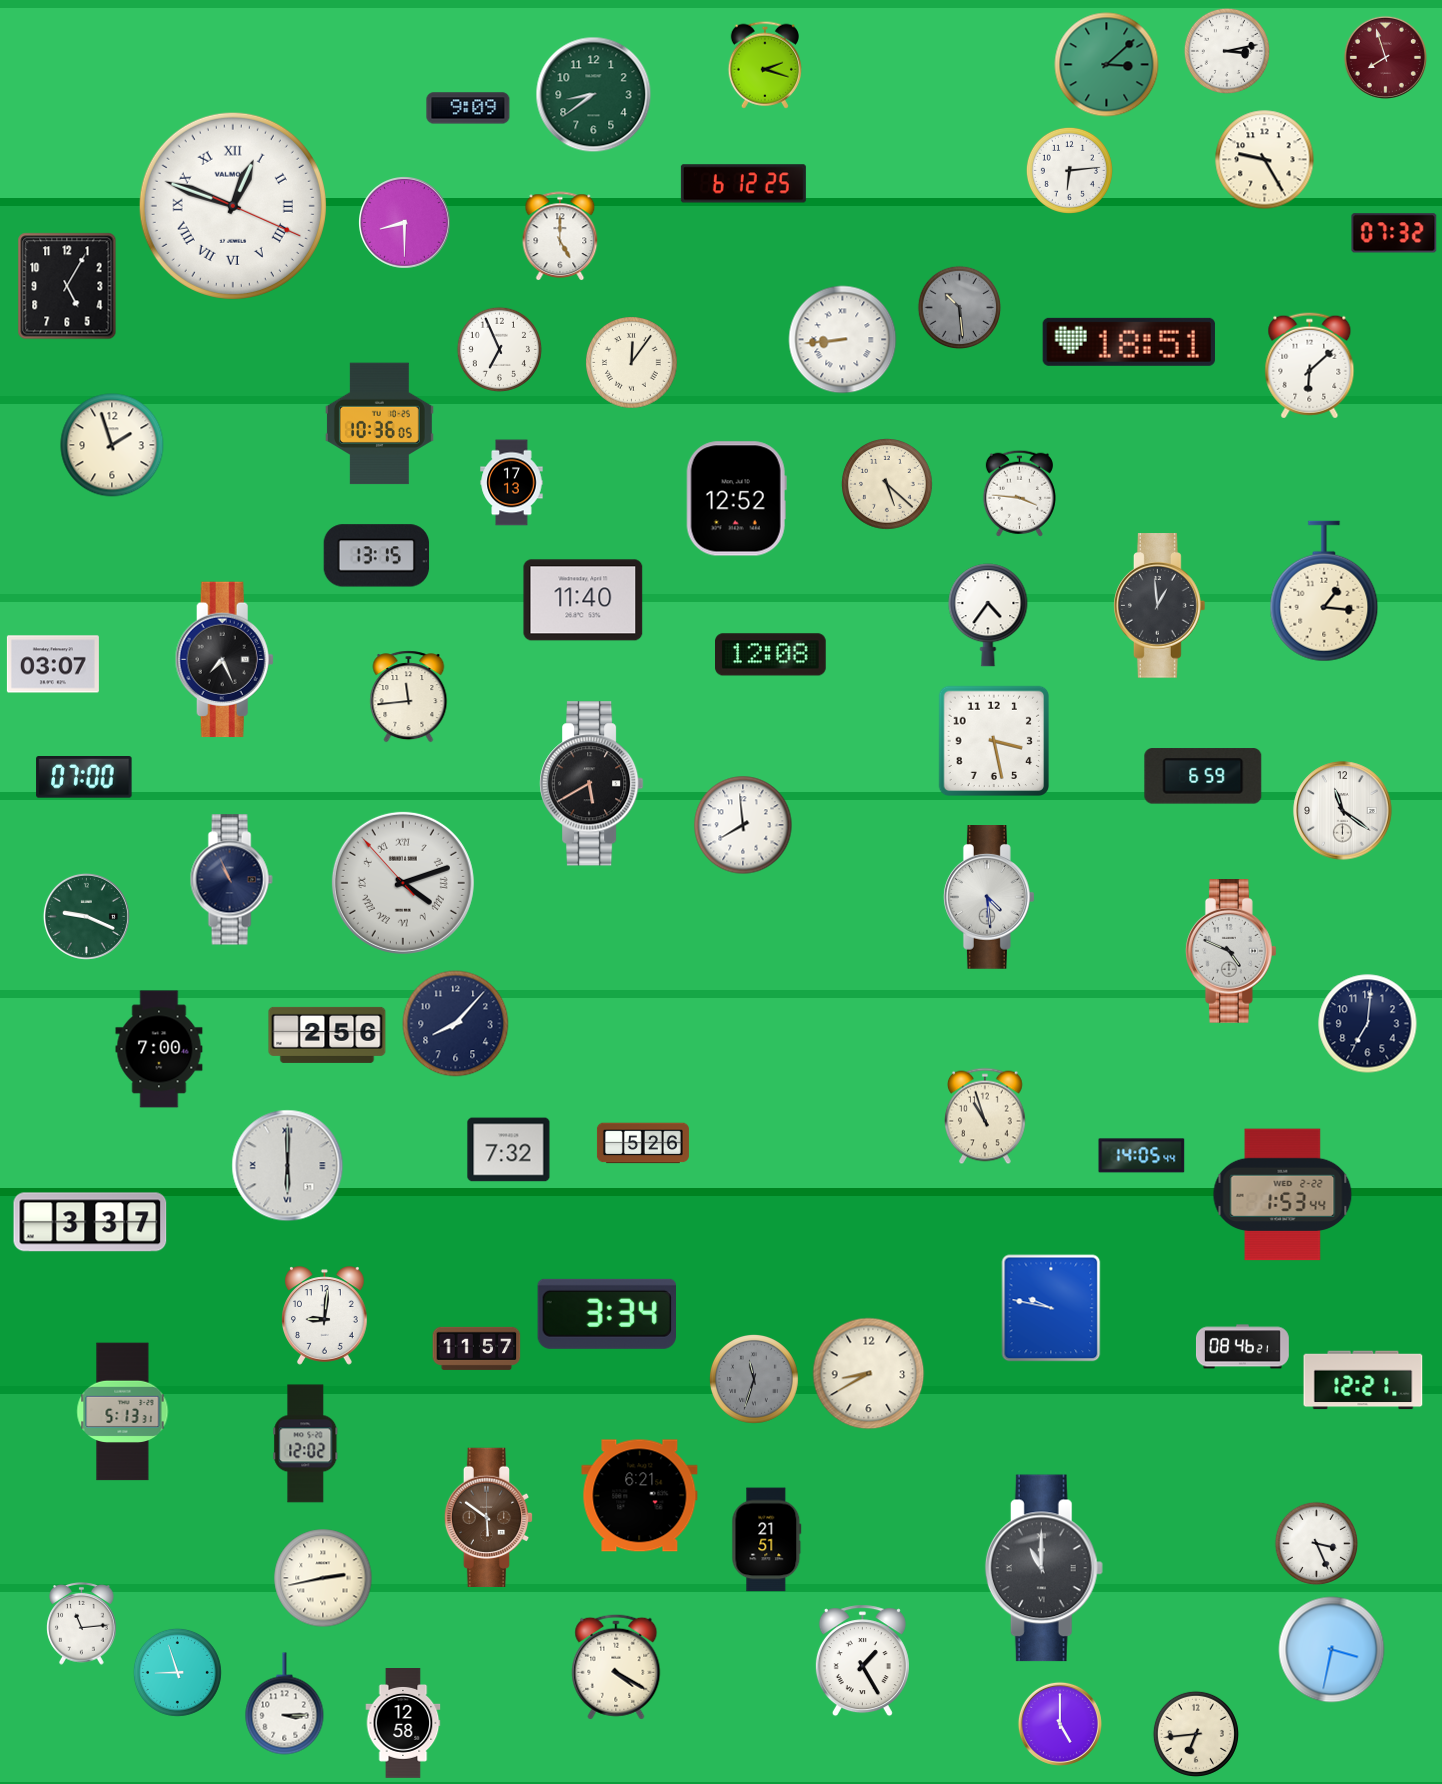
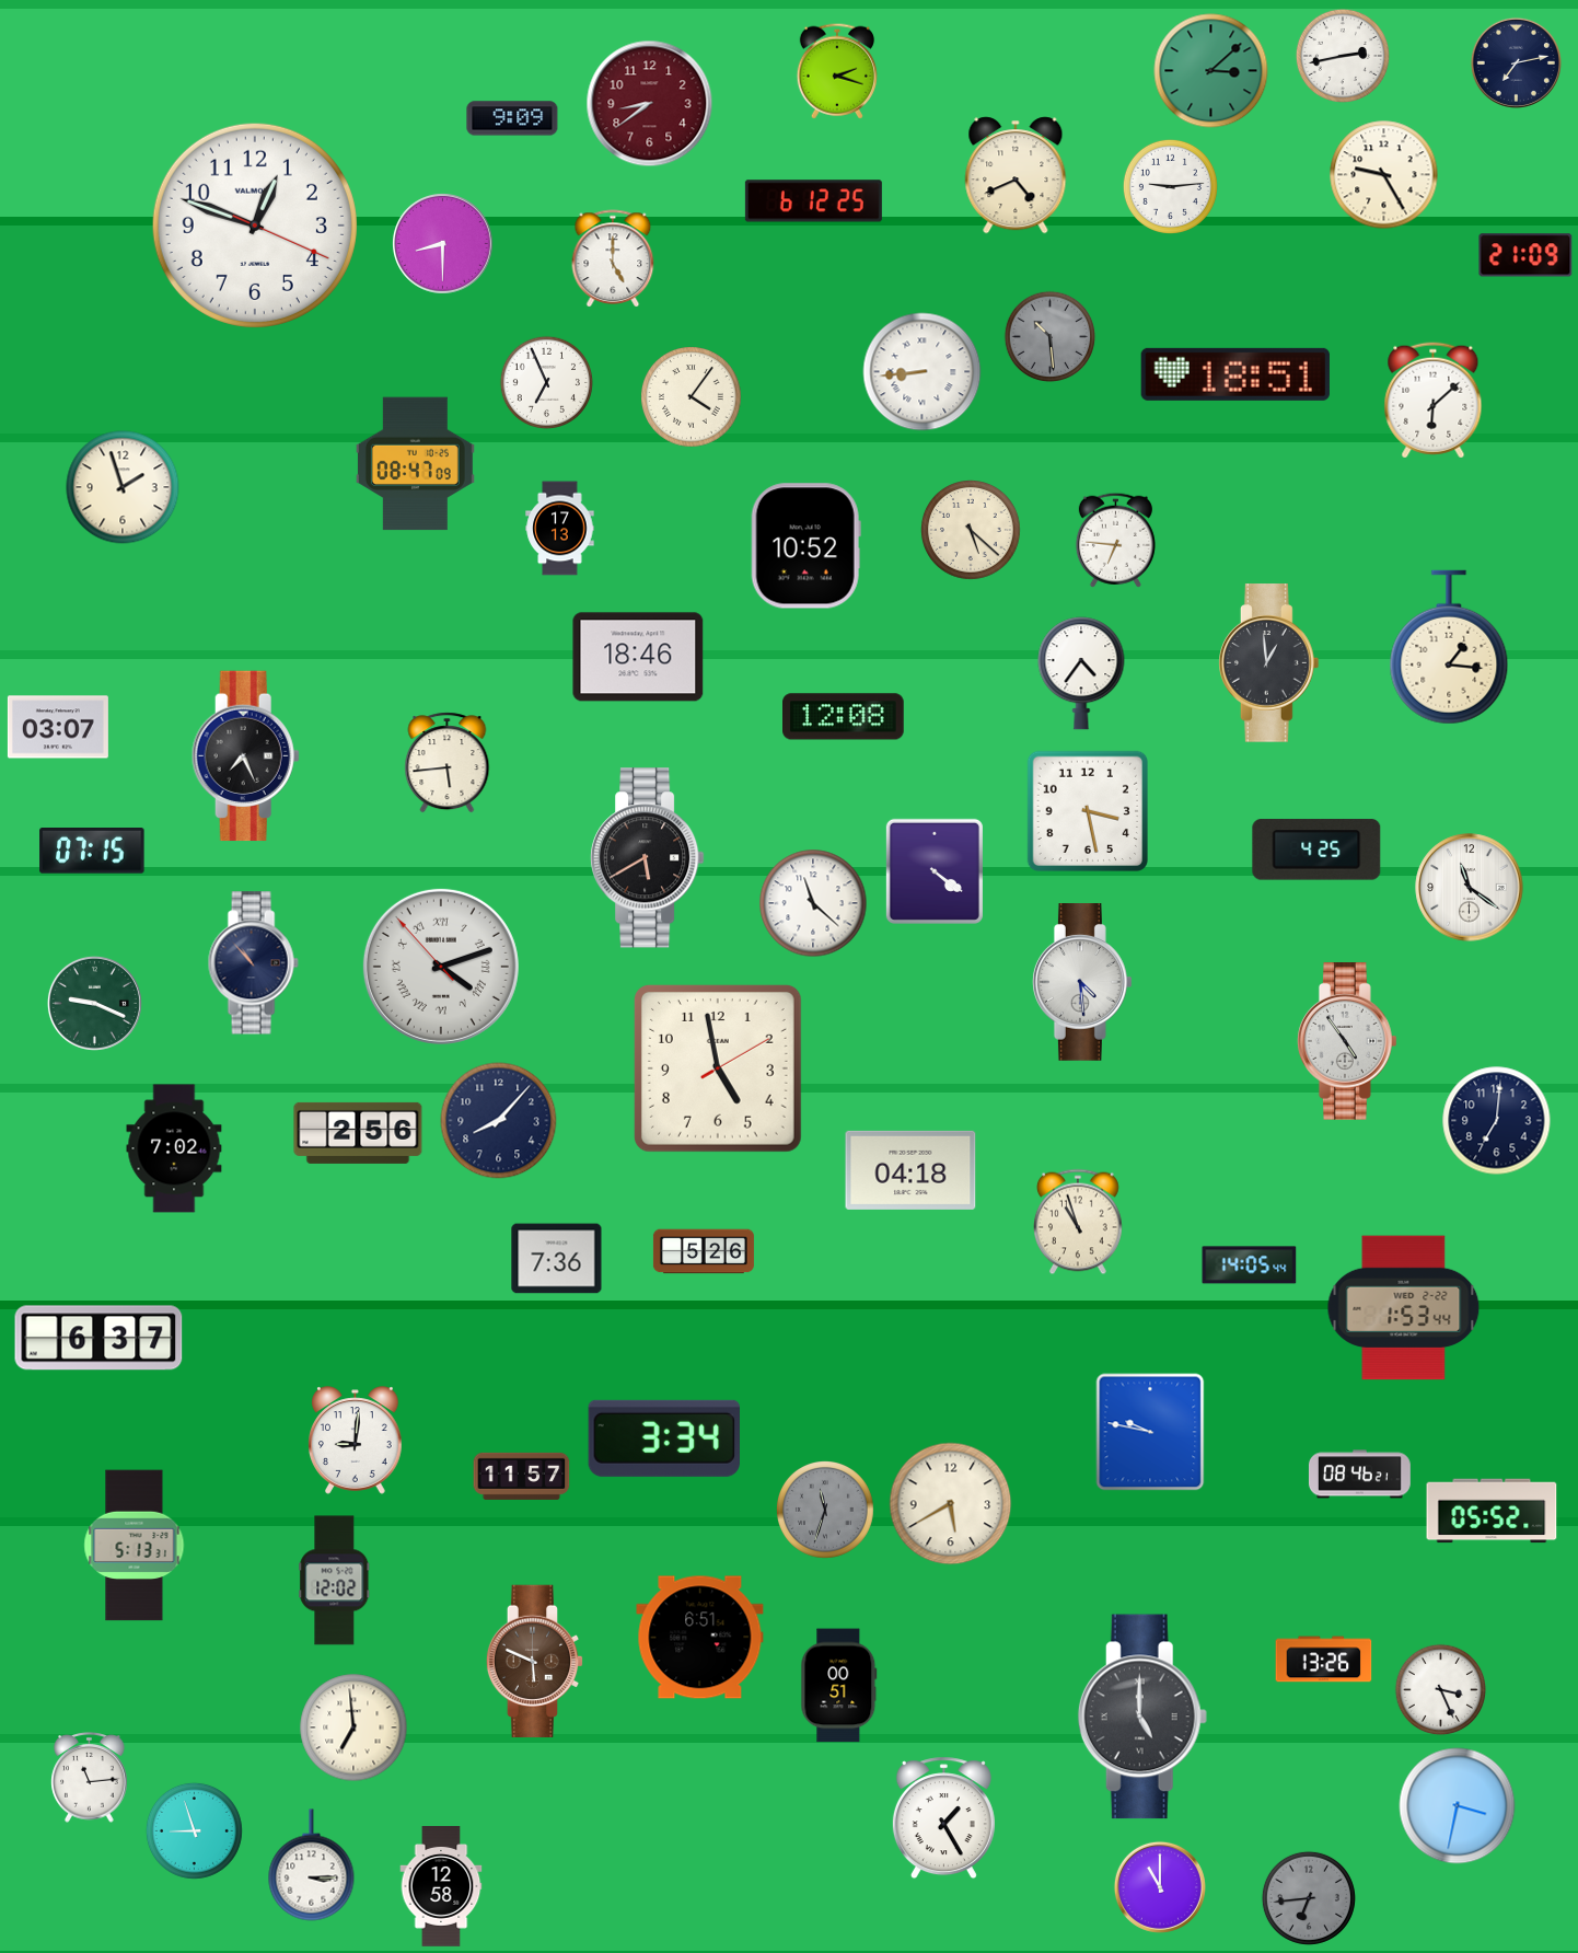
clock at (1227, 51): 3:13 -> 2:43
clock at (1385, 57): 7:57 -> 7:13
clock at (1385, 57) dial: burgundy -> navy
clock at (594, 95) dial: green -> burgundy
clock at (1016, 175): none -> 4:41
clock at (1069, 170): 6:14 -> 9:14
clock at (233, 206) numerals: Roman -> Arabic
clock at (1394, 233): 07:32 -> 21:09
clock at (67, 286): 5:05 -> none
clock at (632, 363): 12:06 -> 4:06
clock at (379, 424): 10:36 -> 08:47
clock at (1019, 493): 3:46 -> 6:46
clock at (736, 499): 12:52 -> 10:52
clock at (377, 556): 13:15 -> none
clock at (583, 600): 11:40 -> 18:46
clock at (224, 660) position: (224, 660) -> (245, 756)
clock at (409, 697): 11:44 -> 5:44
clock at (1203, 776): 6:59 -> 4:25
clock at (84, 778): 07:00 -> 07:15
clock at (935, 871): none -> 4:21
clock at (743, 825): 7:59 -> 11:22
clock at (231, 880): 10:56 -> 10:53
clock at (1231, 952): 4:49 -> 4:54
clock at (718, 1068): none -> 4:58
clock at (159, 1049): 7:00 -> 7:02
clock at (910, 1170): none -> 04:18
clock at (509, 1150): 7:32 -> 7:36
clock at (288, 1166): 6:00 -> none
clock at (90, 1222): 3:37 -> 6:37
clock at (869, 1374): 8:40 -> 5:40
clock at (1363, 1380): 12:21 -> 05:52
clock at (640, 1496): 6:21 -> 6:51
clock at (1324, 1660): none -> 13:26
clock at (489, 1517): 5:51 -> 5:49
clock at (767, 1540): 21:51 -> 00:51
clock at (1044, 1568): 11:00 -> 5:00
clock at (323, 1578): 2:43 -> 6:59
clock at (616, 1667): 4:20 -> none
clock at (1060, 1724): 5:00 -> 11:00
clock at (1196, 1734) dial: cream -> grey
